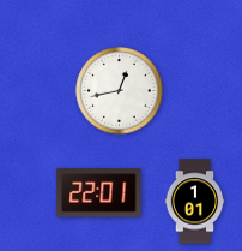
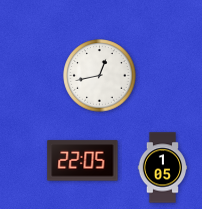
clock at (99, 193): 22:01 -> 22:05
clock at (195, 202): 1:01 -> 1:05
